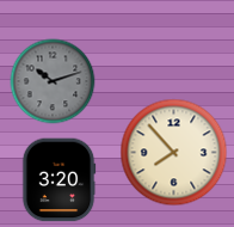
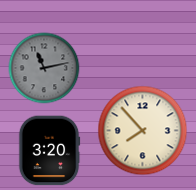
clock at (53, 81): 10:12 -> 11:13
clock at (174, 153) position: (174, 153) -> (143, 131)
